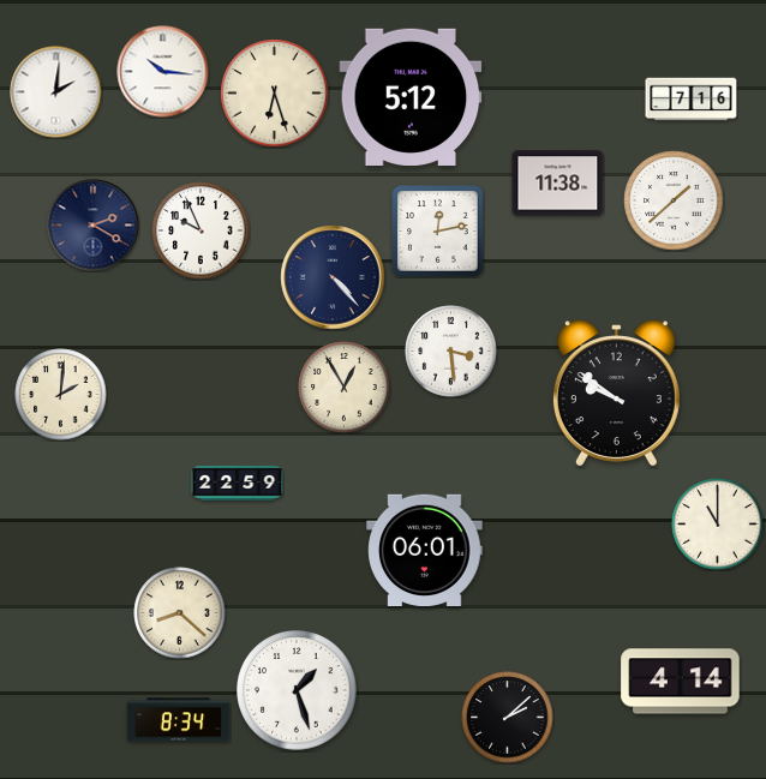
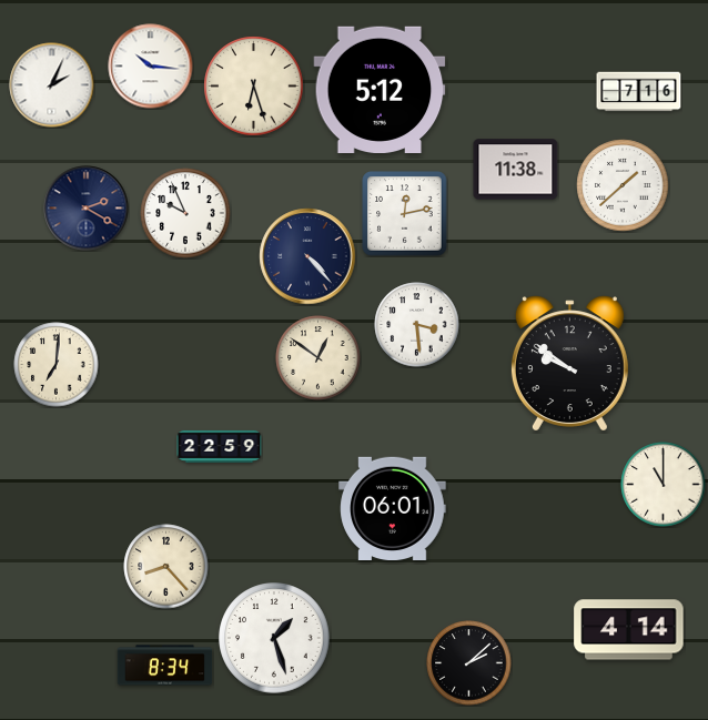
clock at (56, 92): 2:01 -> 2:04
clock at (345, 388): 12:55 -> 12:51
clock at (61, 395): 2:01 -> 7:01
clock at (180, 613): 8:22 -> 8:23
